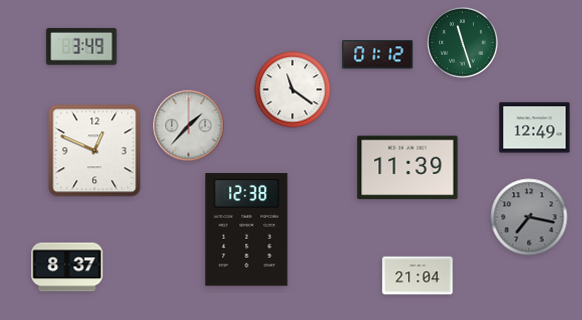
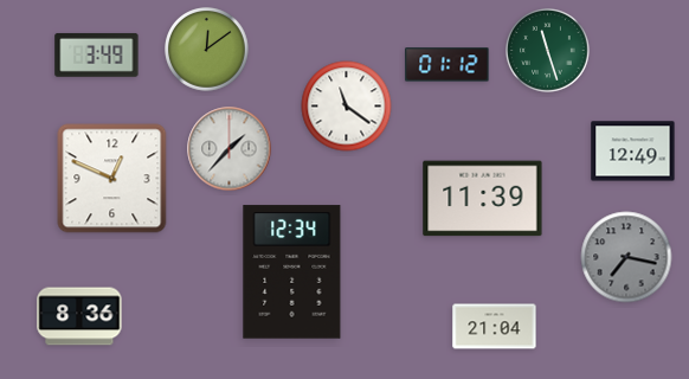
clock at (207, 50): none -> 12:09
clock at (189, 126) position: (189, 126) -> (230, 149)
clock at (247, 230): 12:38 -> 12:34
clock at (67, 267): 8:37 -> 8:36
